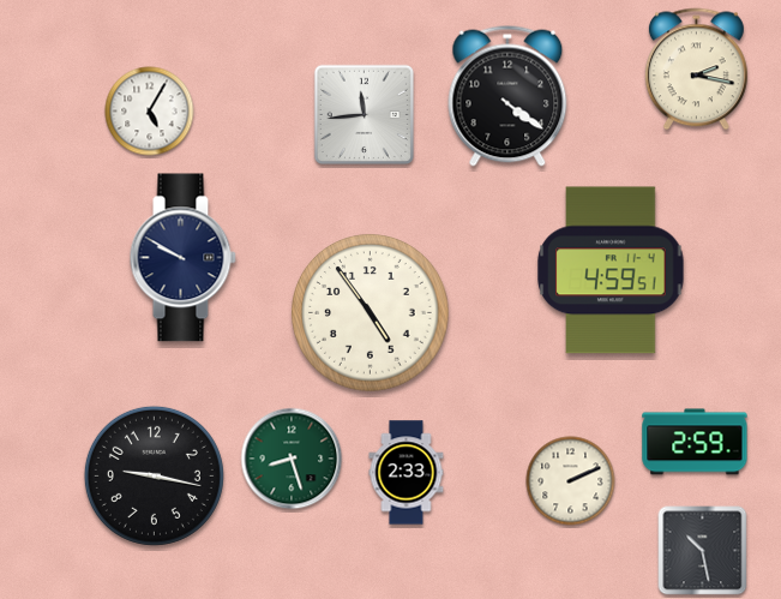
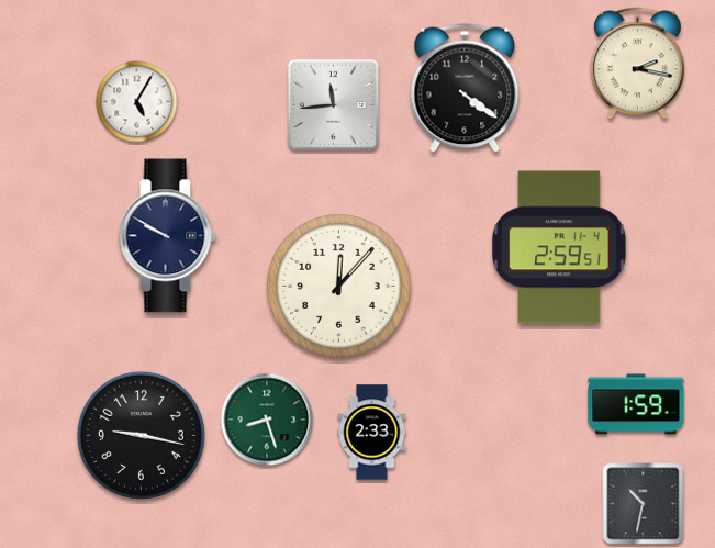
clock at (611, 270): 4:59 -> 2:59
clock at (371, 313): 4:54 -> 12:07
clock at (695, 442): 2:59 -> 1:59
clock at (571, 481): 2:11 -> none
clock at (703, 551): 10:28 -> 10:32
